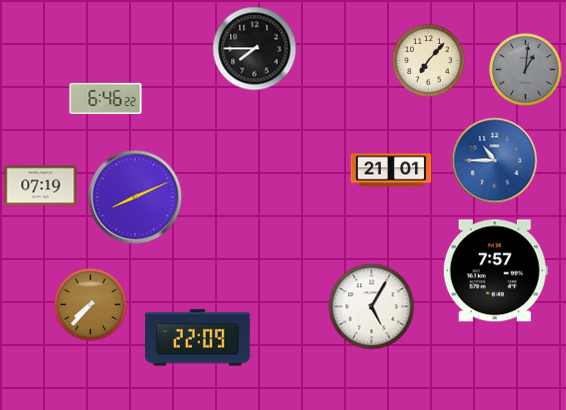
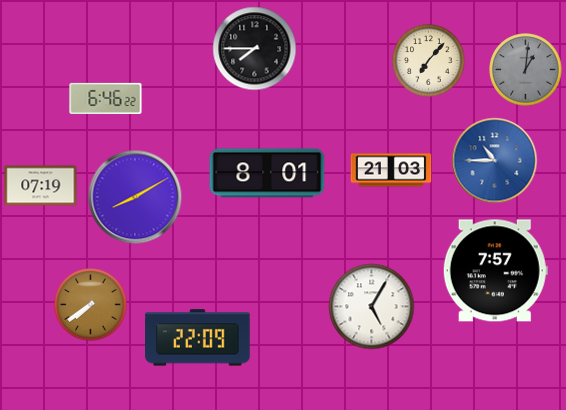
clock at (391, 170): 21:01 -> 21:03
clock at (267, 173): none -> 8:01
clock at (135, 197): 8:11 -> 8:10
clock at (91, 305): 7:37 -> 7:39
